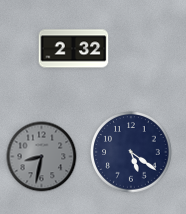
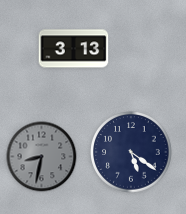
clock at (74, 49): 2:32 -> 3:13
